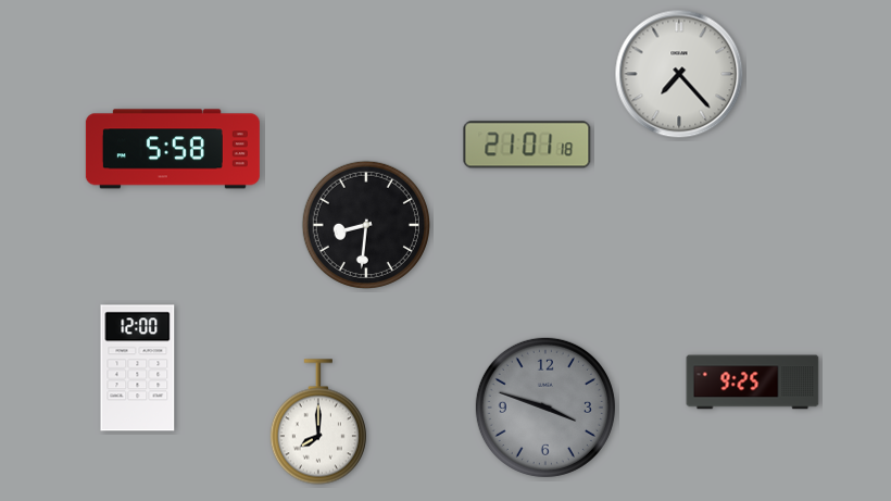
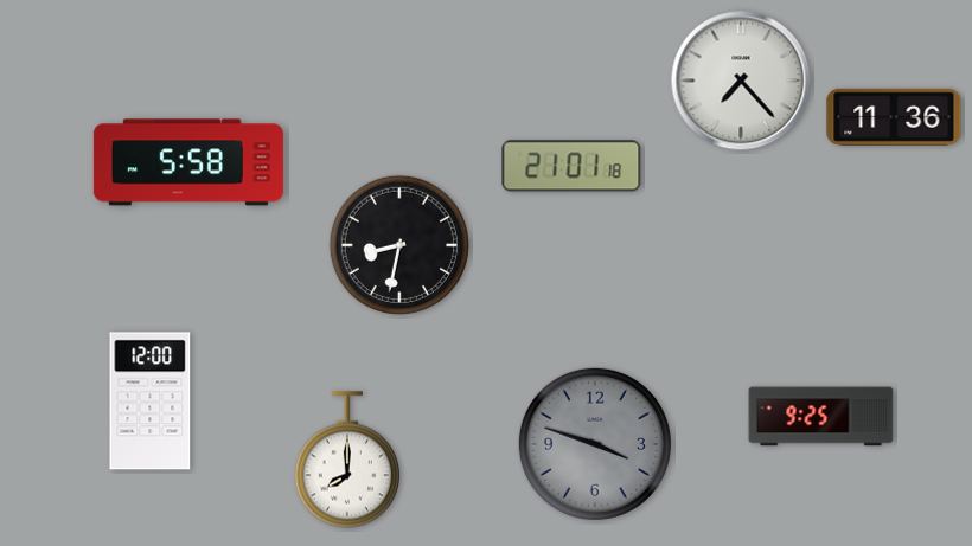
clock at (894, 117): none -> 11:36
clock at (527, 145) position: (527, 145) -> (571, 166)
clock at (366, 225): 8:31 -> 8:32
